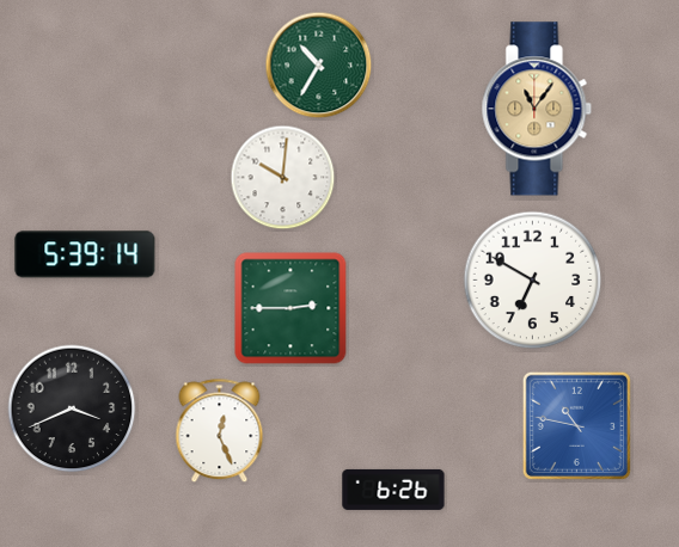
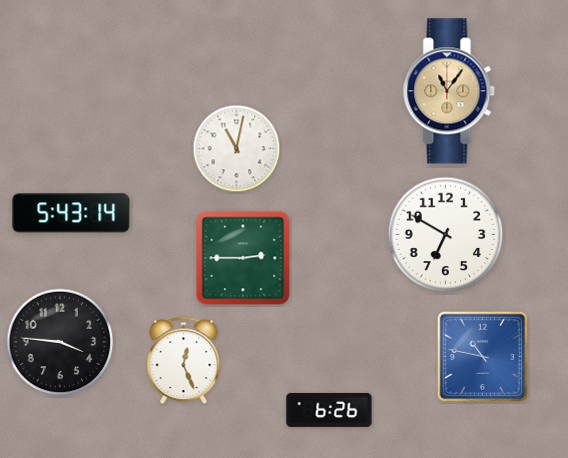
clock at (319, 66): 10:35 -> none
clock at (283, 178): 10:01 -> 11:02
clock at (85, 254): 5:39 -> 5:43
clock at (72, 408): 3:41 -> 3:46
